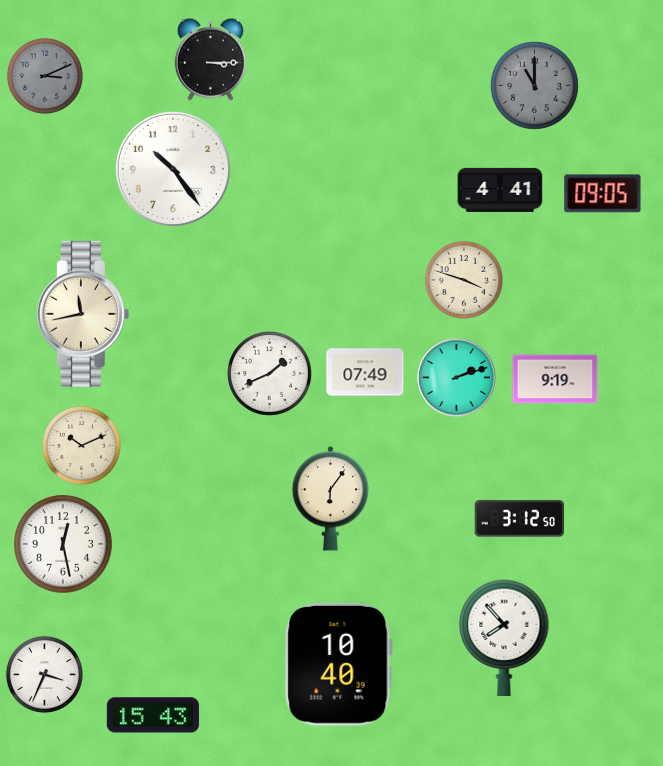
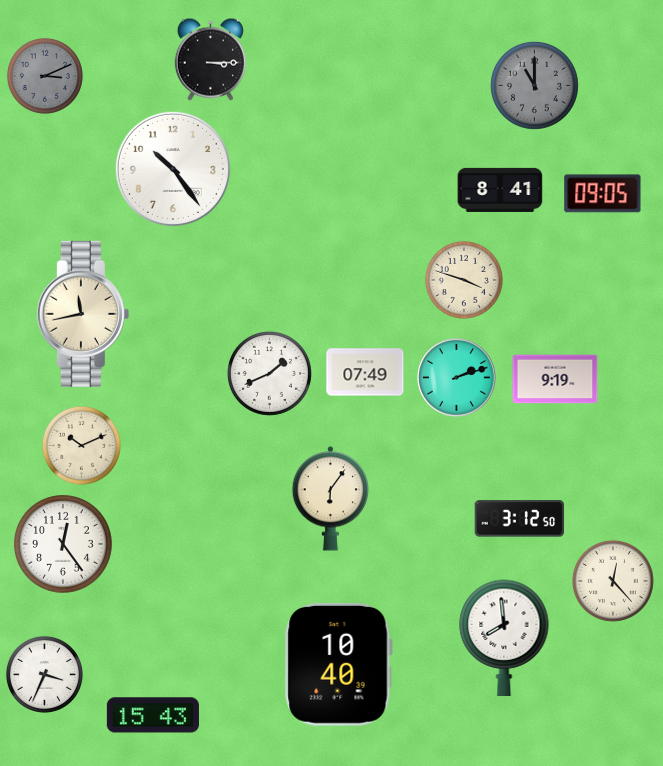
clock at (500, 190): 4:41 -> 8:41
clock at (63, 544): 12:28 -> 12:24
clock at (613, 581): none -> 12:23
clock at (504, 637): 7:53 -> 7:59
